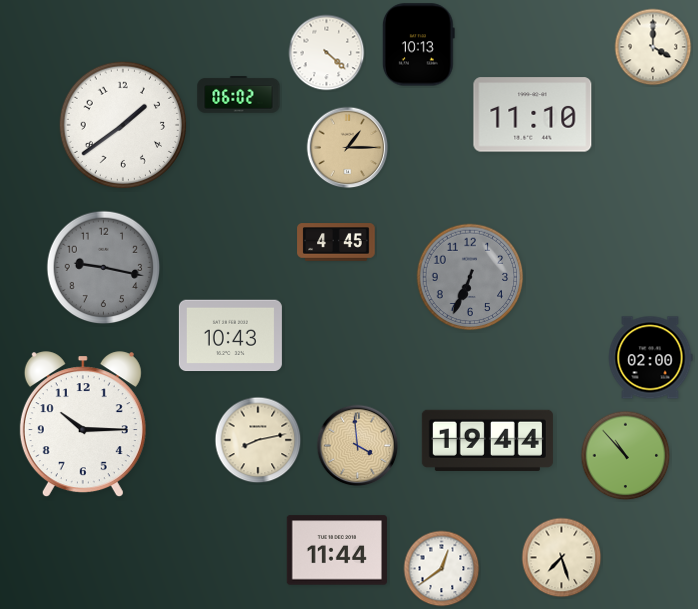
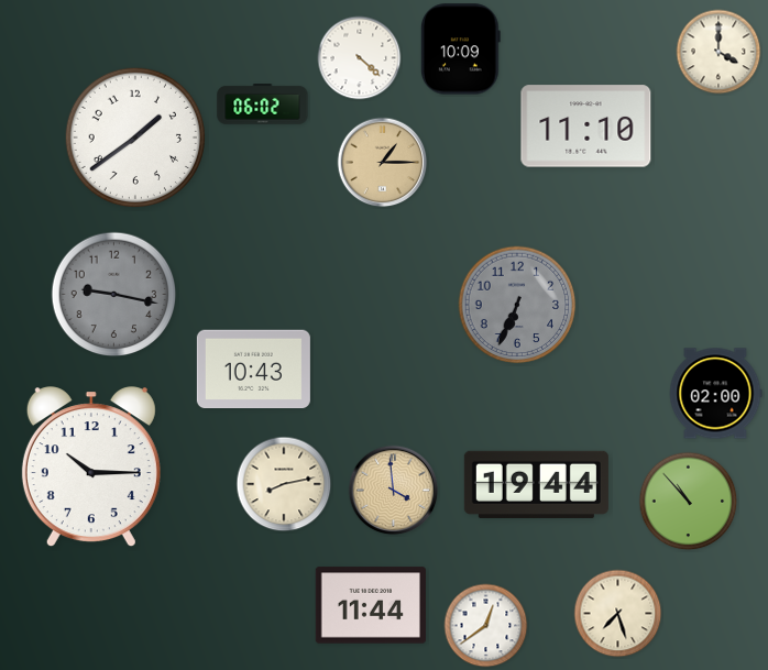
clock at (418, 45): 10:13 -> 10:09
clock at (336, 242): 4:45 -> none
